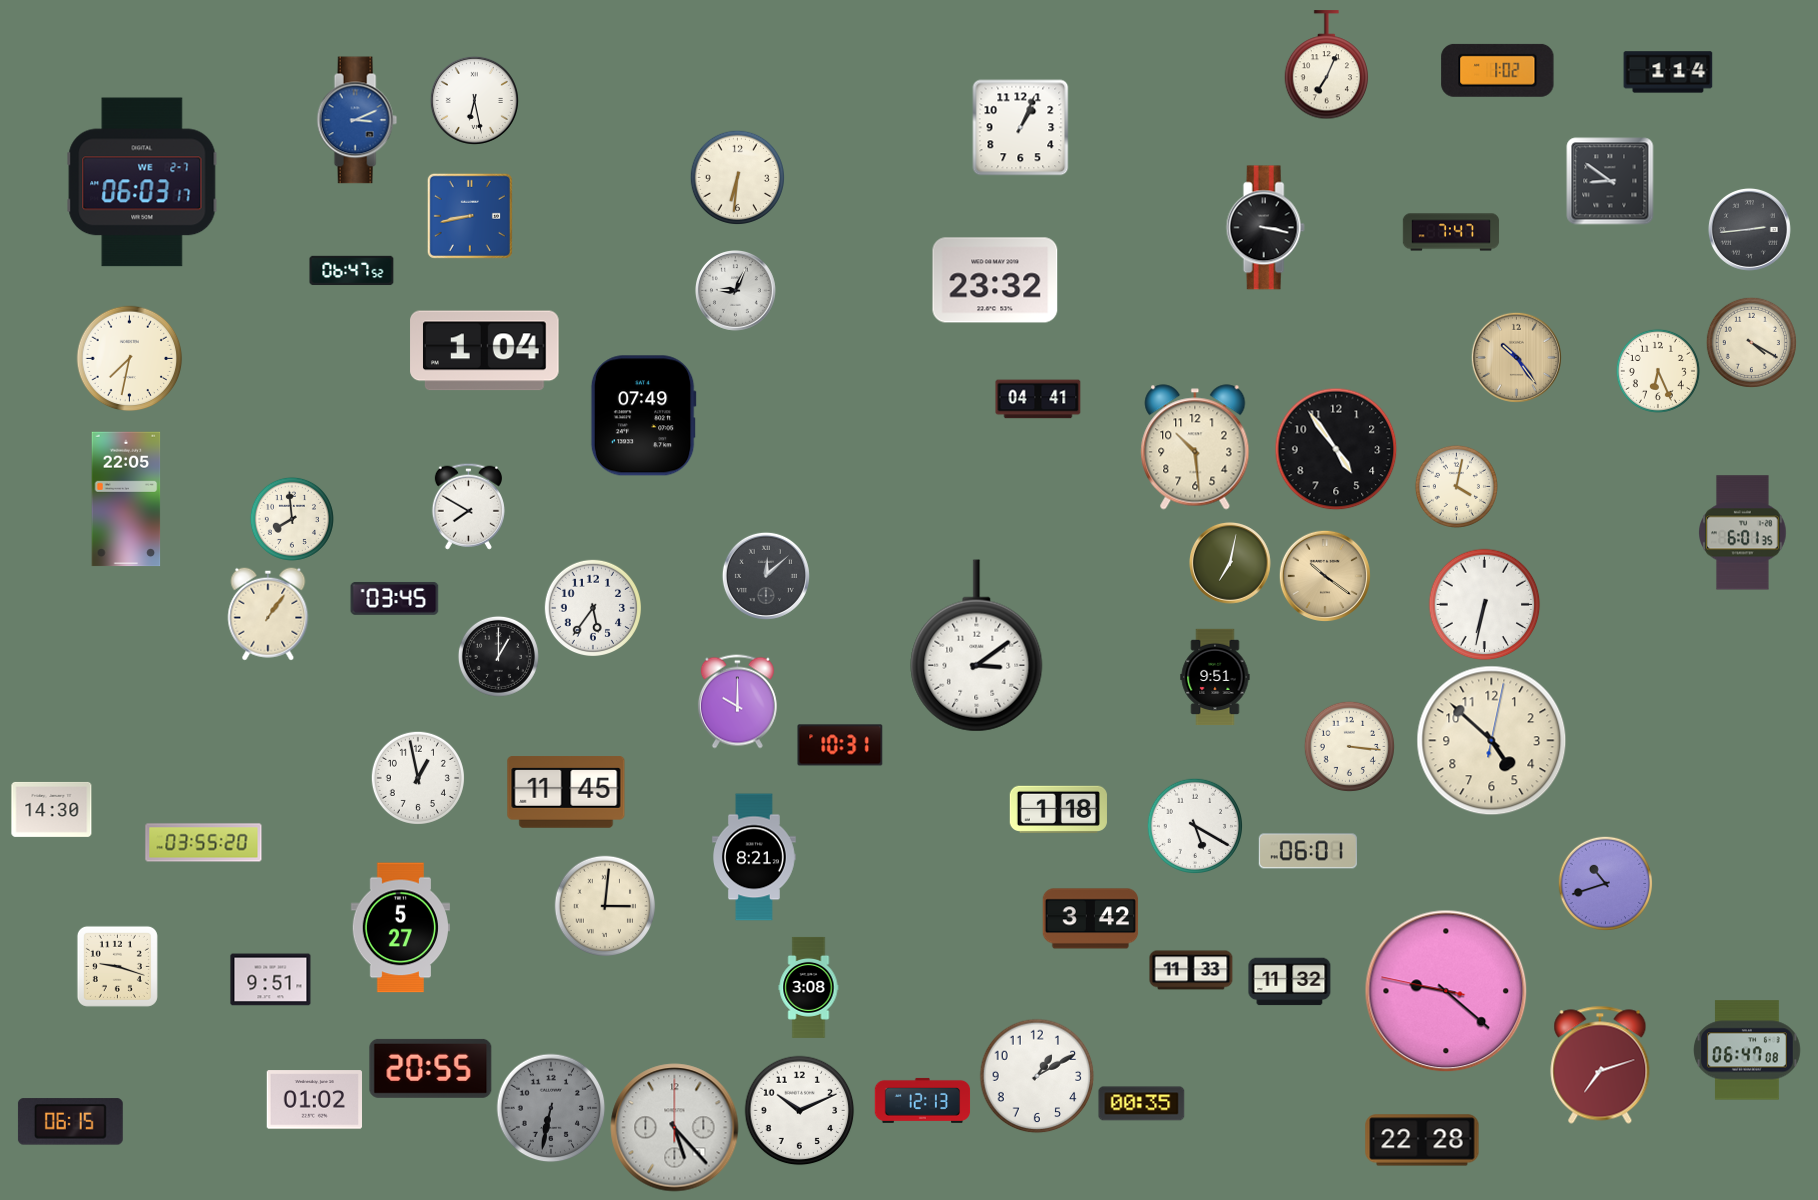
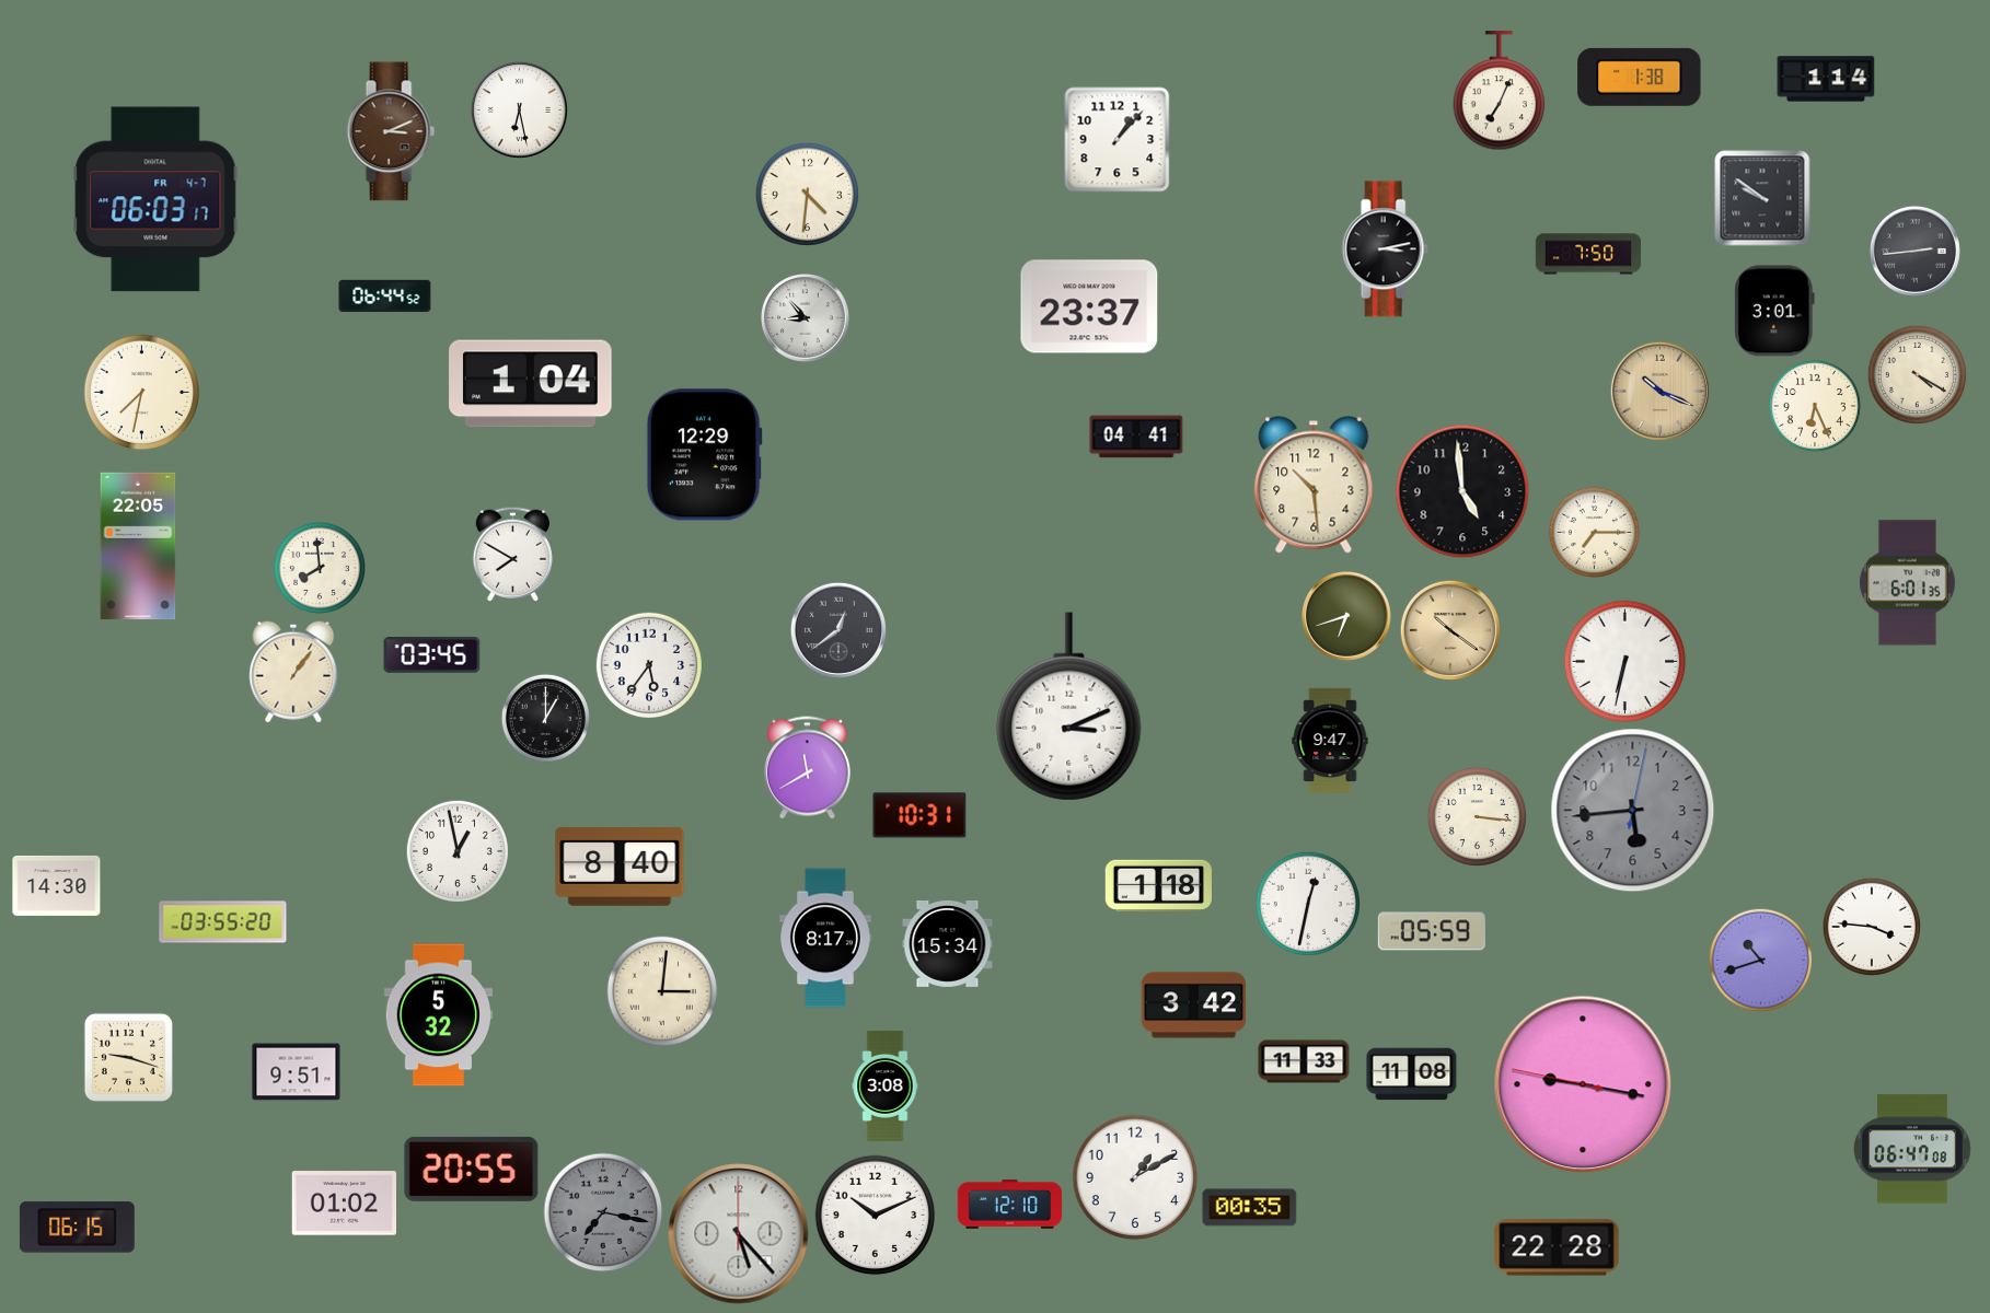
clock at (1327, 65) position: (1327, 65) -> (1500, 91)
clock at (1498, 70): 1:02 -> 1:38
clock at (357, 120) dial: blue -> brown
clock at (1021, 128): 1:04 -> 1:07
clock at (737, 177): 6:31 -> 4:31
clock at (1610, 181): 8:51 -> 9:51
clock at (142, 182) date: WE 2-7 -> FR 4-7
clock at (470, 216): 8:43 -> none
clock at (1265, 228): 3:17 -> 3:13
clock at (1451, 232): 7:47 -> 7:50
clock at (352, 271): 06:47 -> 06:44
clock at (995, 280): 23:32 -> 23:37
clock at (1774, 311): none -> 3:01
clock at (736, 291): 9:04 -> 8:53
clock at (1516, 357): 10:24 -> 10:19
clock at (643, 416): 07:49 -> 12:29
clock at (1195, 447) position: (1195, 447) -> (1314, 485)
clock at (1336, 449): 4:54 -> 4:59
clock at (1456, 486): 4:02 -> 7:15
clock at (1231, 564): 7:02 -> 6:42
clock at (766, 576): 12:08 -> 12:39
clock at (977, 646): 3:09 -> 3:11
clock at (1215, 677): 9:51 -> 9:47
clock at (737, 702): 10:00 -> 11:40
clock at (1492, 741): 4:52 -> 5:44
clock at (1492, 741) dial: cream -> grey
clock at (566, 792): 11:45 -> 8:40
clock at (1194, 825): 5:20 -> 12:32
clock at (1872, 927): none -> 3:46
clock at (1308, 851): 06:01 -> 05:59
clock at (755, 857): 8:21 -> 8:17
clock at (948, 943): none -> 15:34
clock at (1605, 883) position: (1605, 883) -> (1760, 960)
clock at (400, 928): 5:27 -> 5:32
clock at (1290, 982): 11:32 -> 11:08
clock at (809, 987) position: (809, 987) -> (886, 1085)
clock at (1446, 991): 9:21 -> 9:16
clock at (1600, 1065): 7:12 -> none
clock at (923, 1100): 12:13 -> 12:10
clock at (551, 1108): 6:32 -> 7:17
